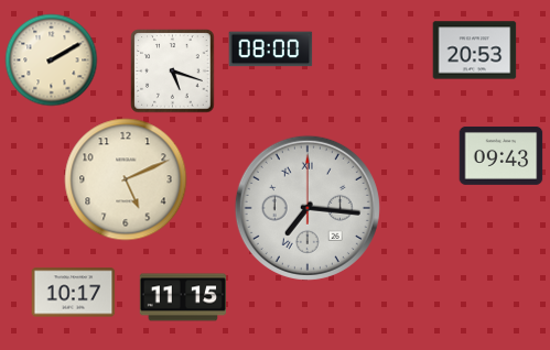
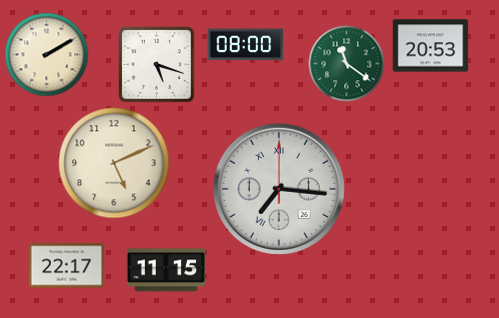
clock at (347, 64): none -> 11:21
clock at (502, 155): 09:43 -> none
clock at (74, 293): 10:17 -> 22:17
